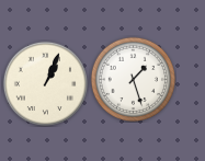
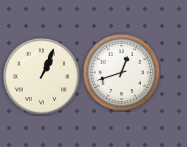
clock at (133, 79): 1:27 -> 12:42
